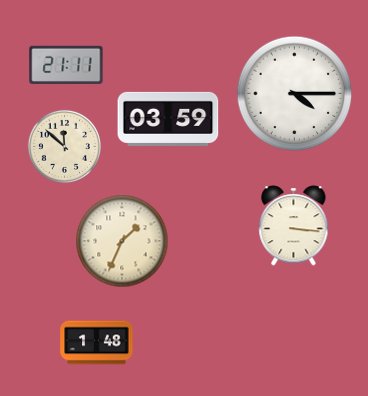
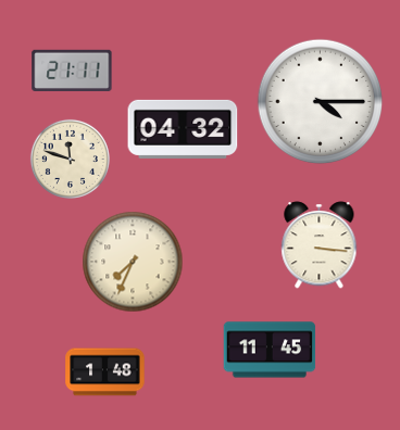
clock at (168, 119): 03:59 -> 04:32
clock at (64, 146): 11:52 -> 11:48
clock at (122, 241): 1:34 -> 7:34
clock at (270, 350): none -> 11:45
